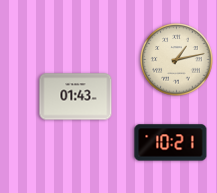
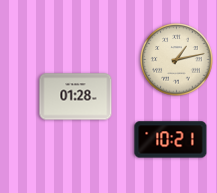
clock at (76, 97): 01:43 -> 01:28
clock at (171, 143) position: (171, 143) -> (171, 140)
